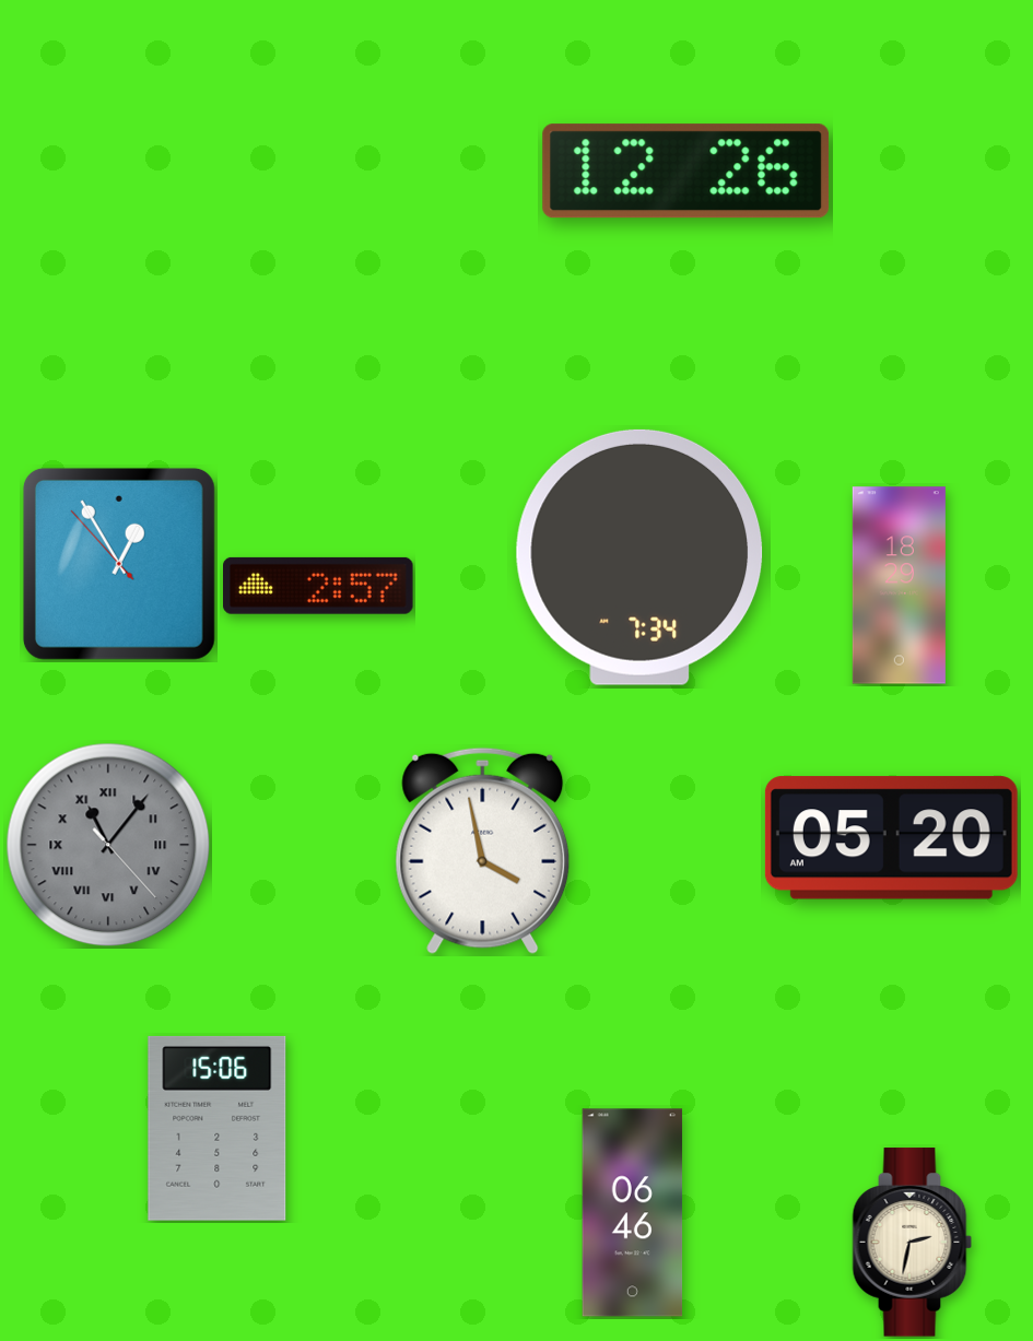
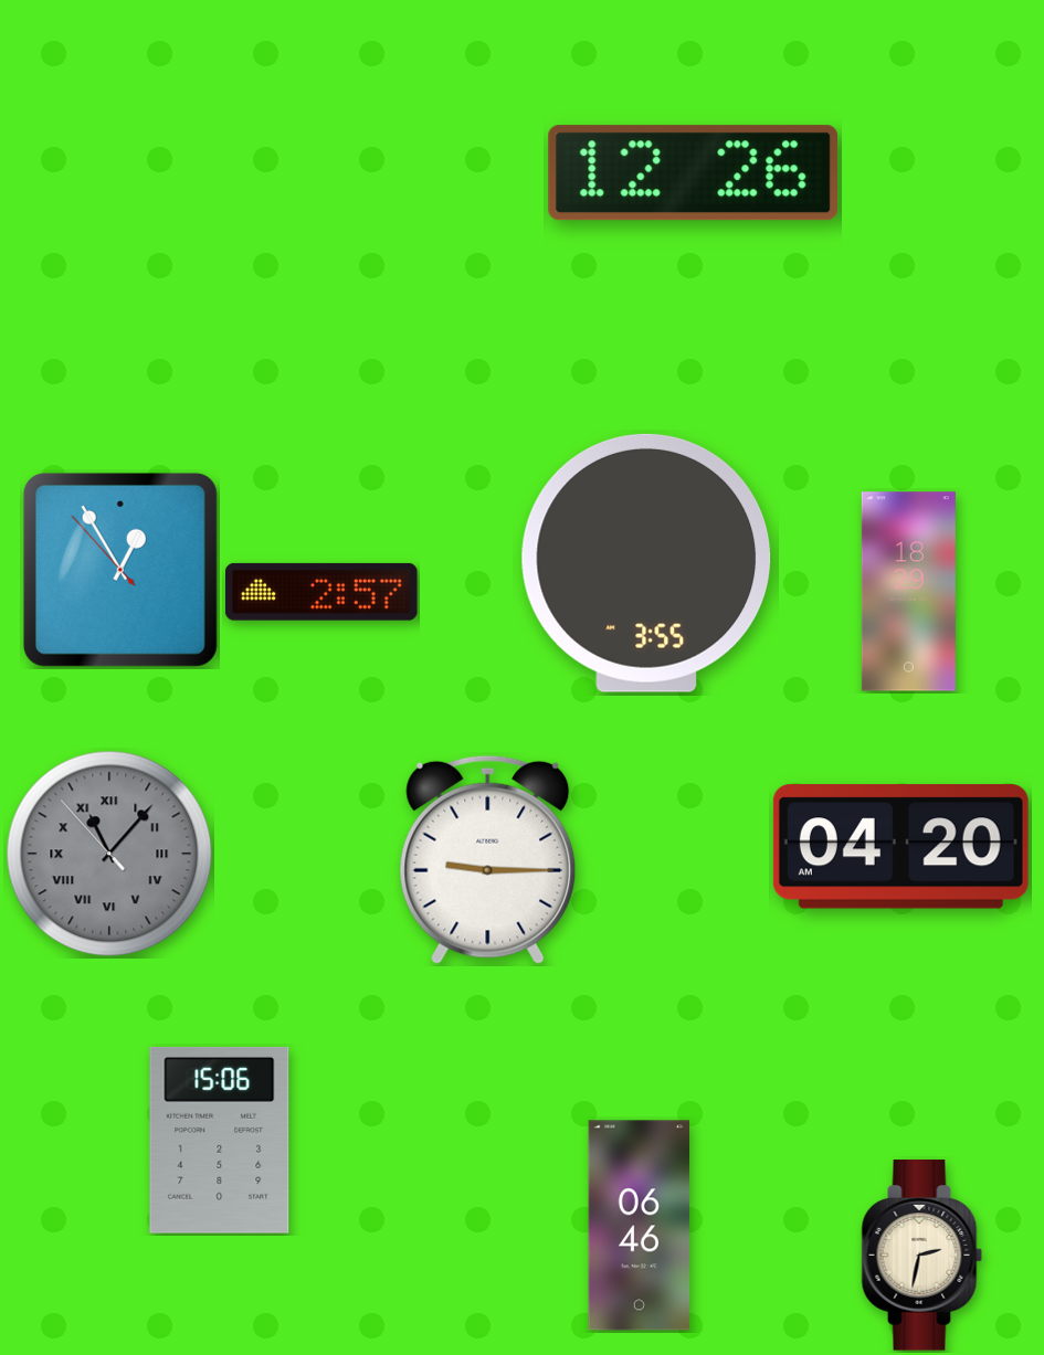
clock at (639, 557): 7:34 -> 3:55
clock at (891, 838): 05:20 -> 04:20
clock at (108, 845): 11:06:23 -> 11:06:53
clock at (483, 850): 3:58 -> 9:15
